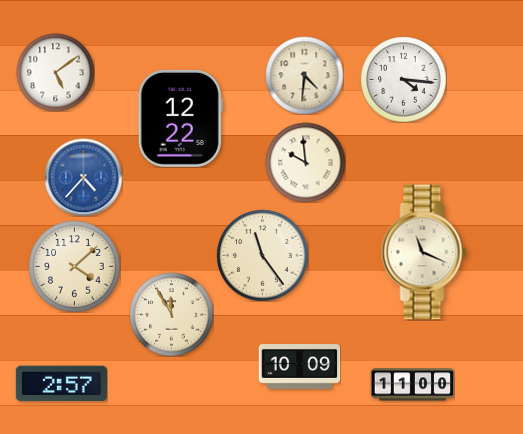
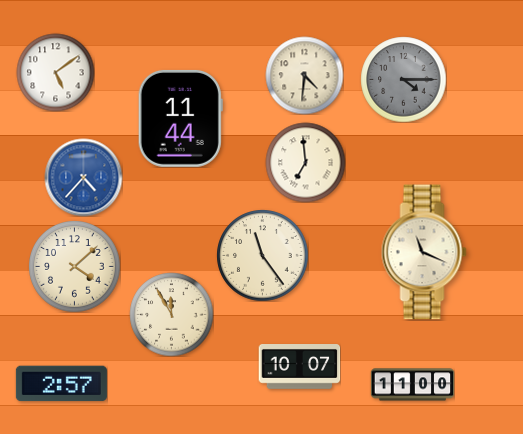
clock at (403, 79): 4:16 -> 4:15
clock at (403, 79) dial: white -> grey
clock at (180, 118): 12:22 -> 11:44
clock at (305, 162): 9:59 -> 6:59
clock at (299, 367): 10:09 -> 10:07
